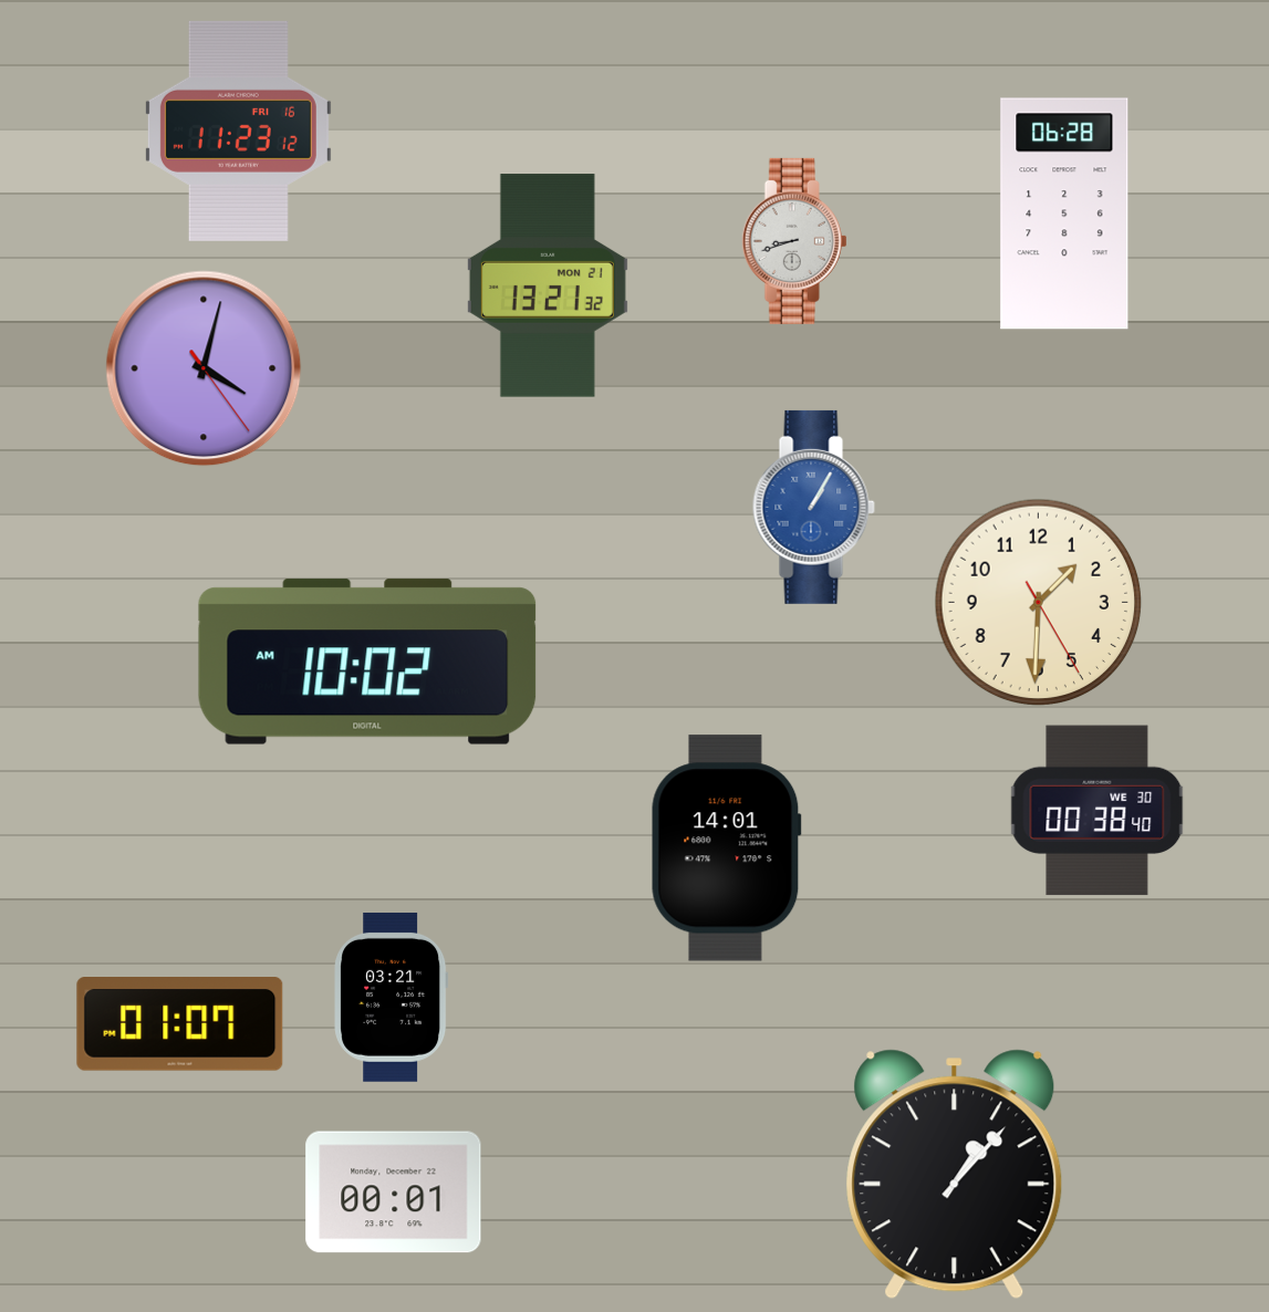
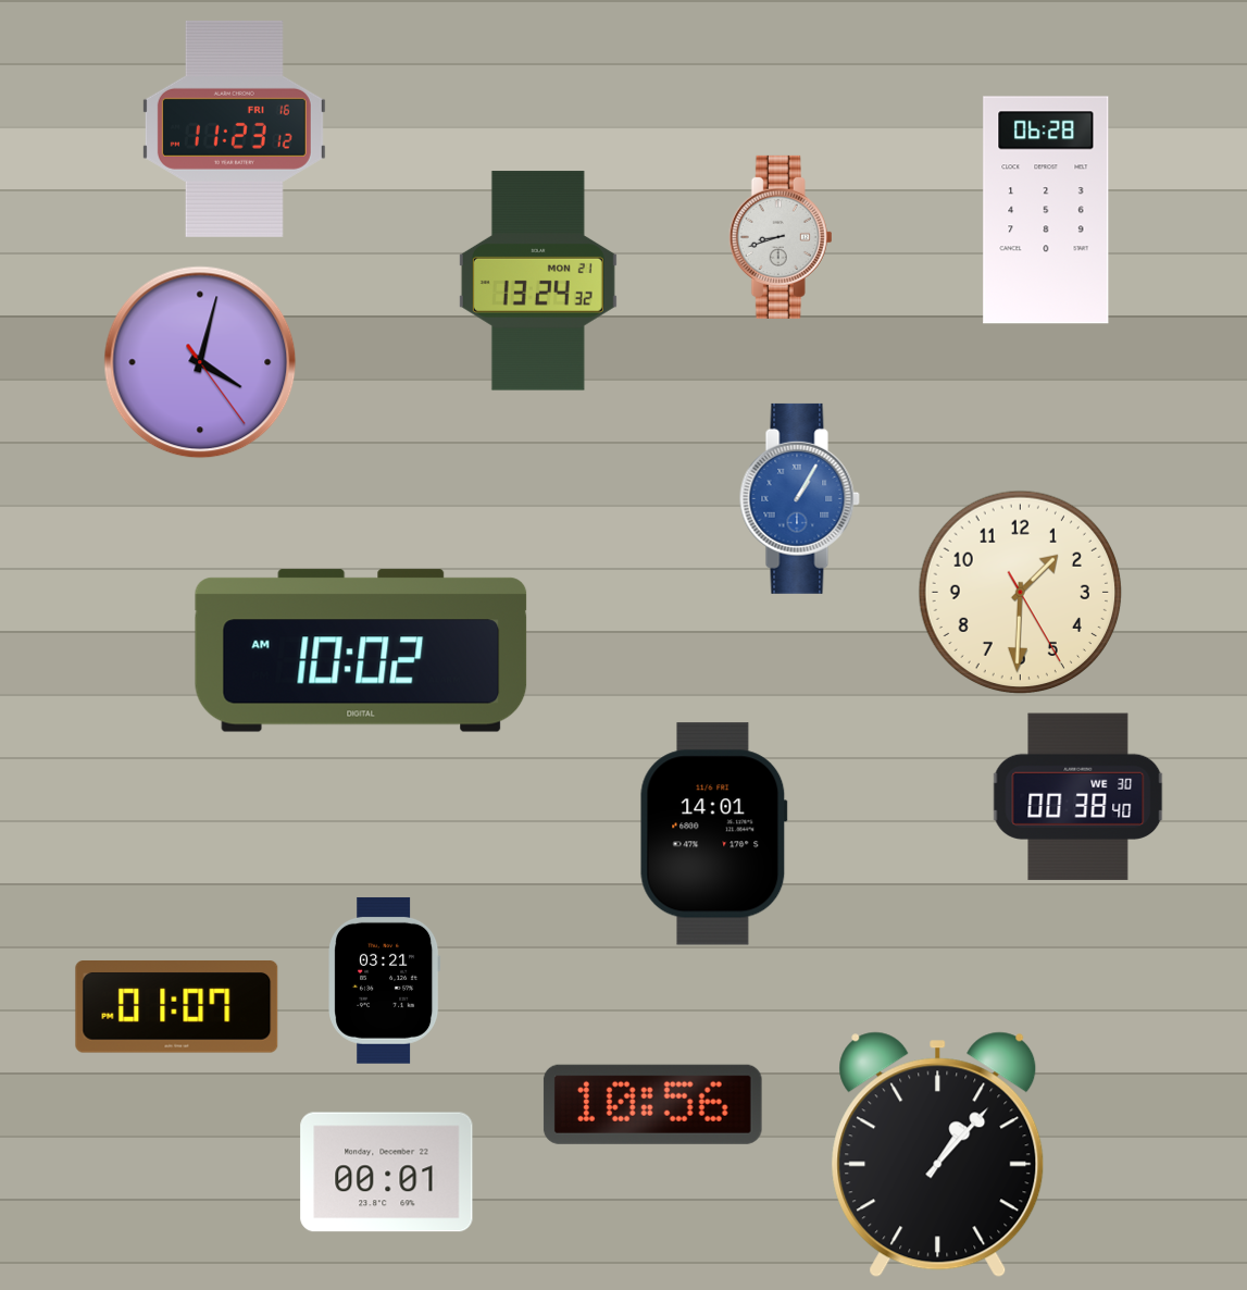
clock at (548, 285): 13:21 -> 13:24
clock at (652, 1104): none -> 10:56
